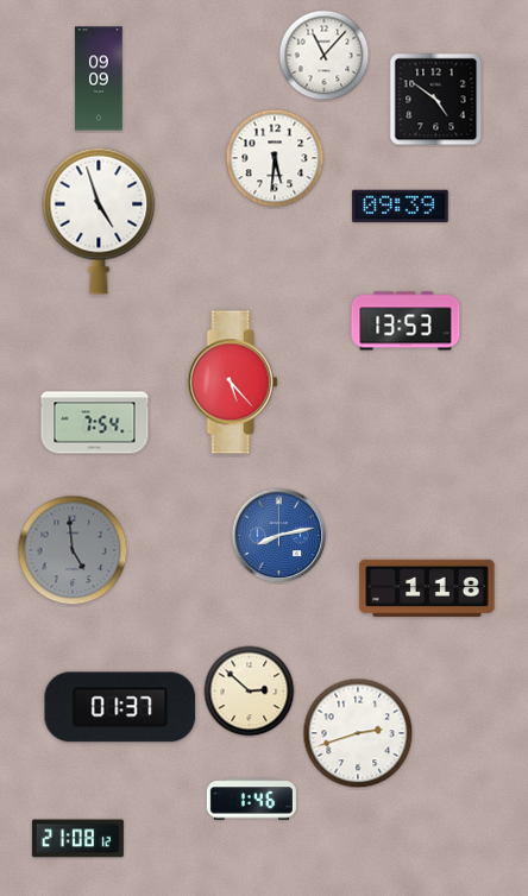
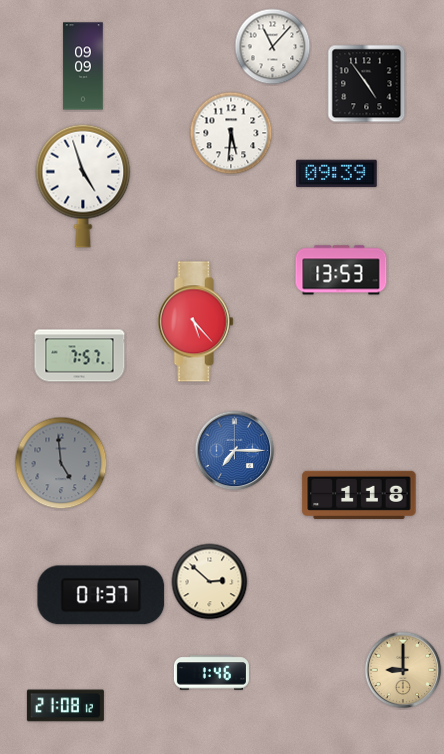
clock at (436, 100): 4:51 -> 4:54
clock at (95, 423): 7:54 -> 7:57
clock at (279, 536): 8:13 -> 7:15
clock at (358, 733): 2:42 -> none
clock at (403, 670): none -> 9:00
